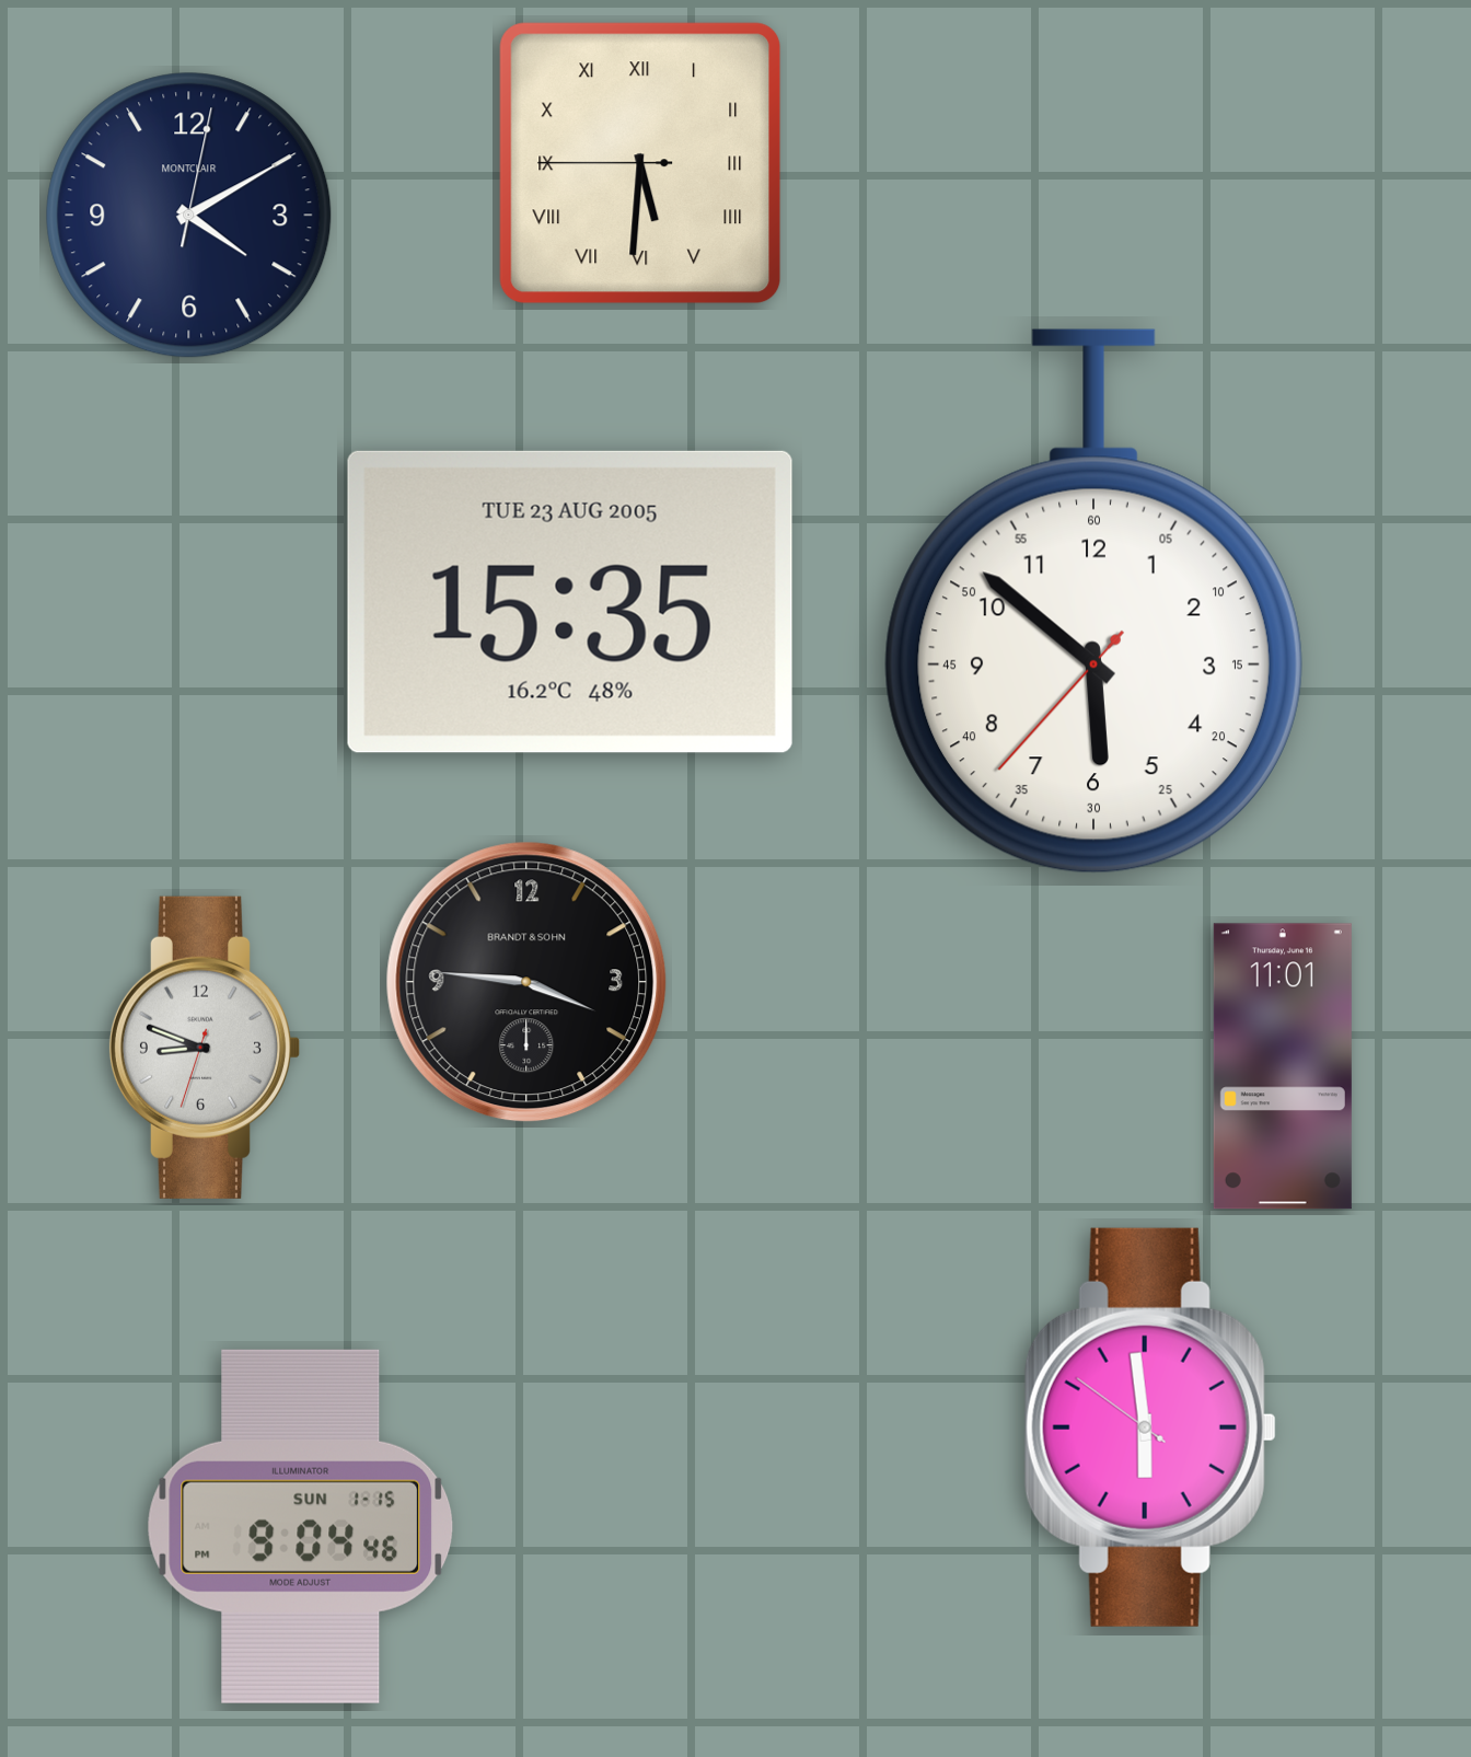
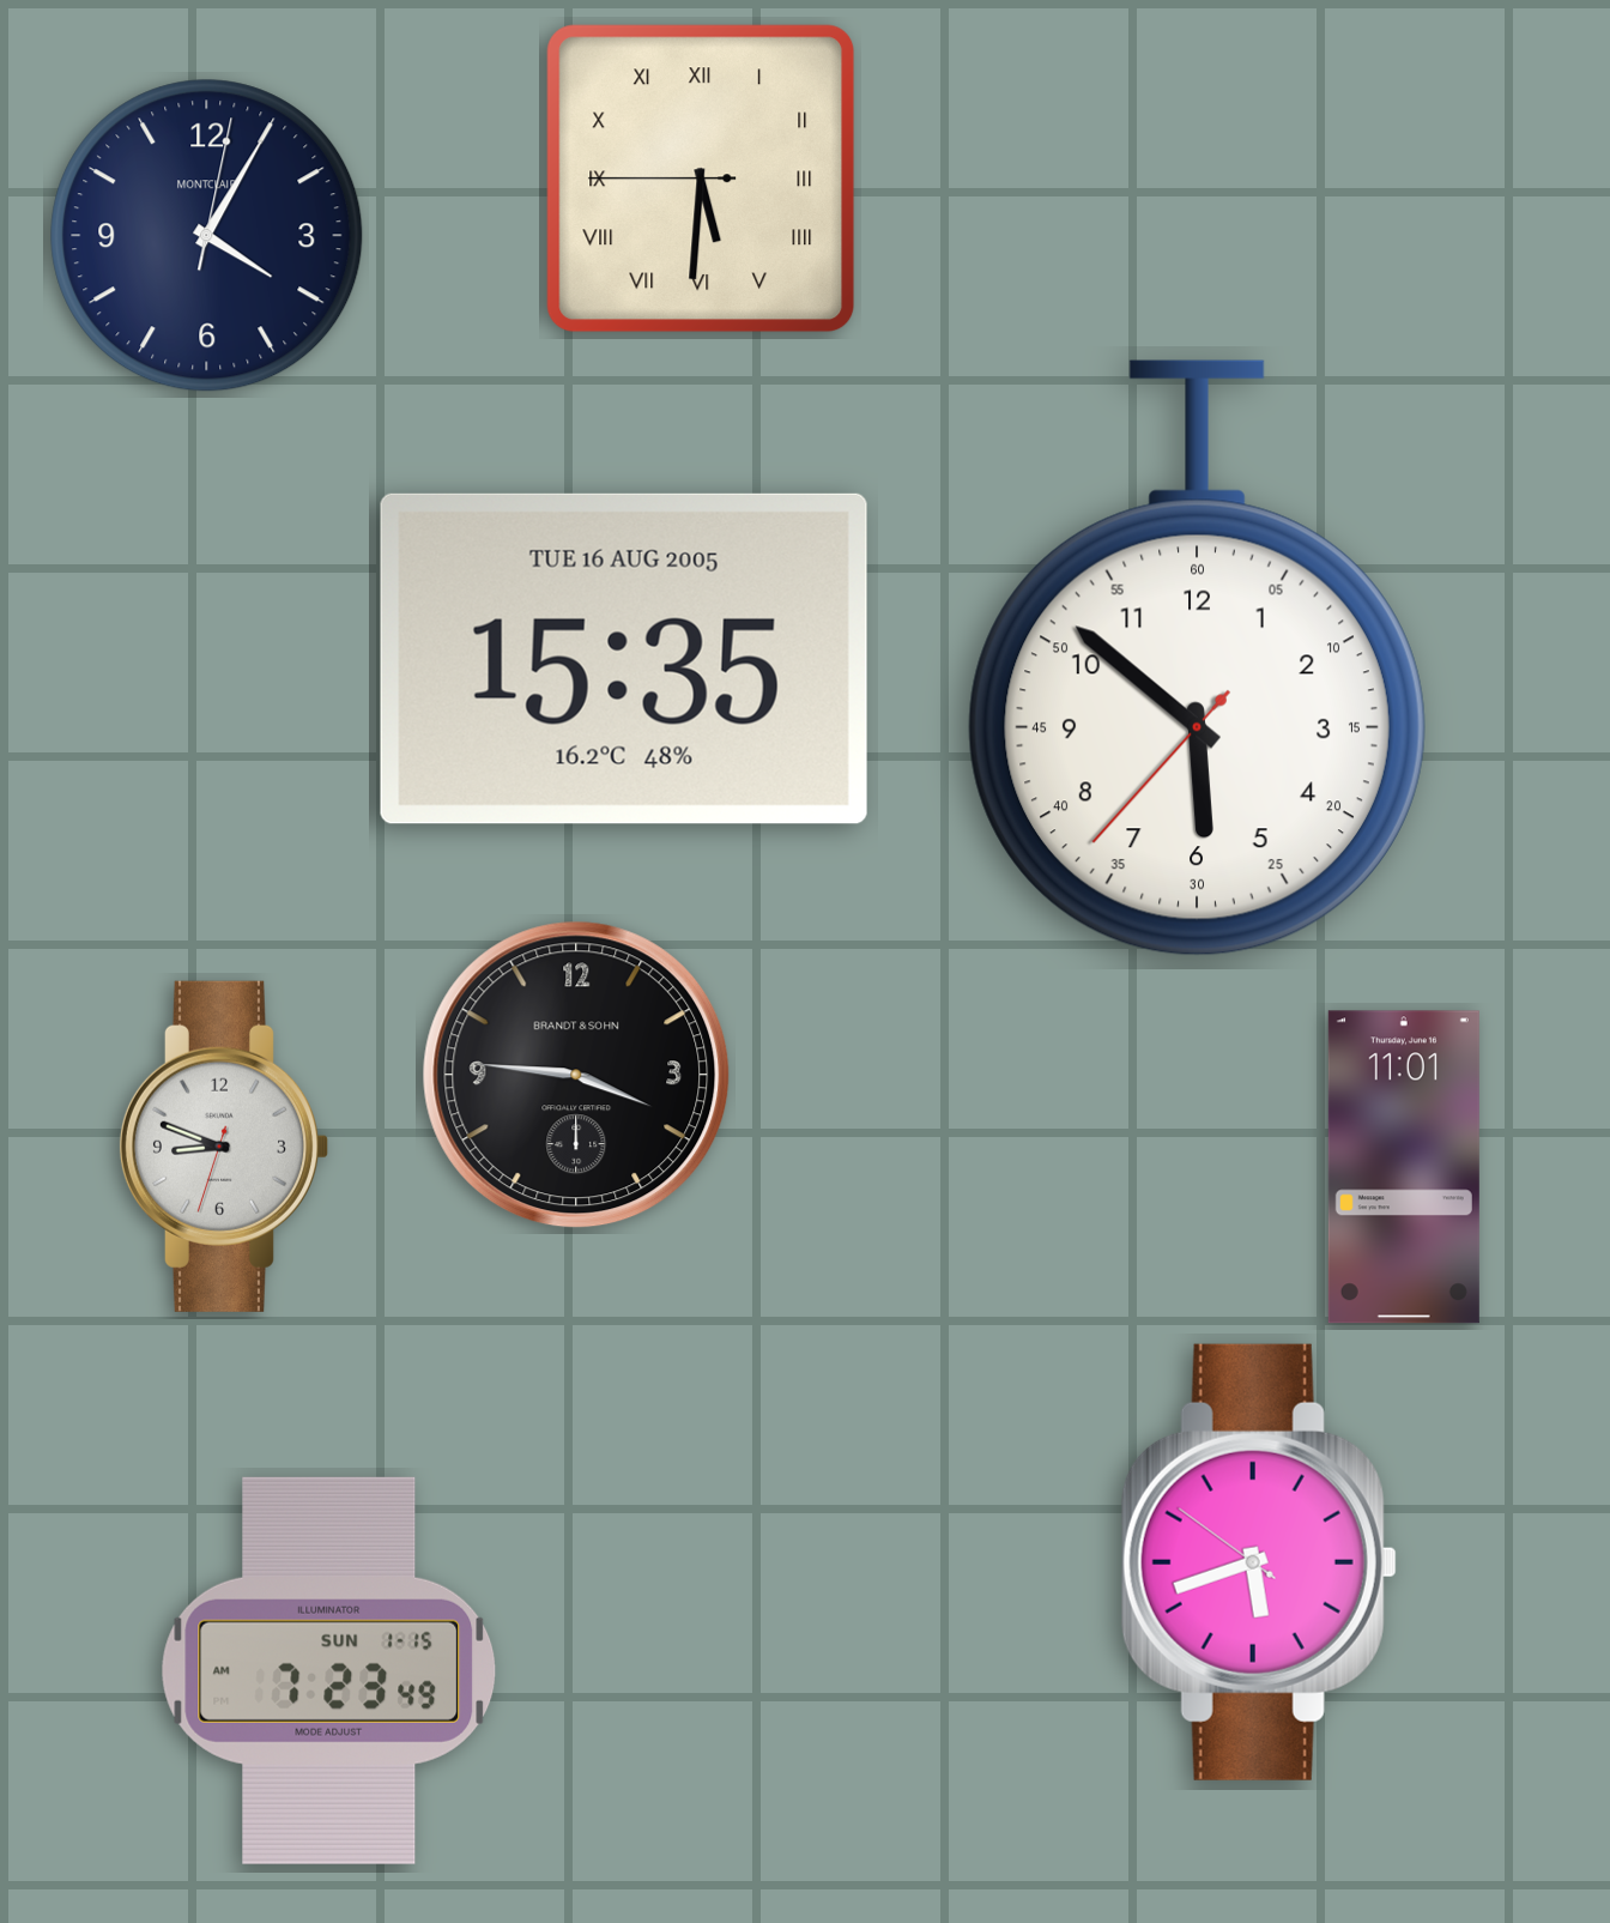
clock at (189, 216): 4:10 -> 4:05
clock at (570, 602) date: TUE 23 AUG 2005 -> TUE 16 AUG 2005
clock at (1150, 1427): 5:58 -> 5:41
clock at (301, 1526): 9:04 -> 7:23
